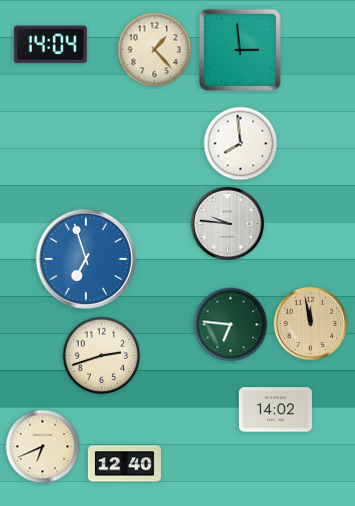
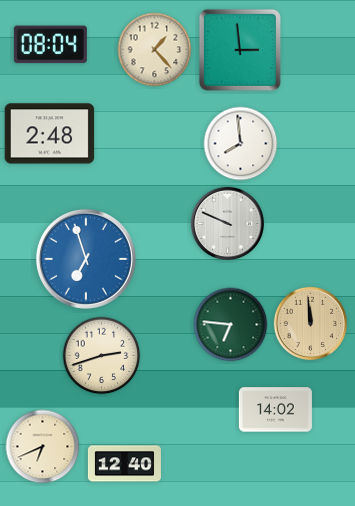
clock at (50, 45): 14:04 -> 08:04
clock at (50, 134): none -> 2:48
clock at (227, 223): 9:46 -> 9:49
clock at (310, 323): 11:58 -> 11:59
